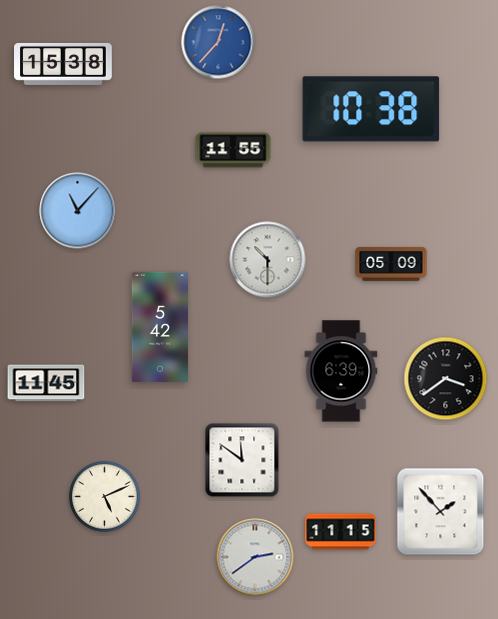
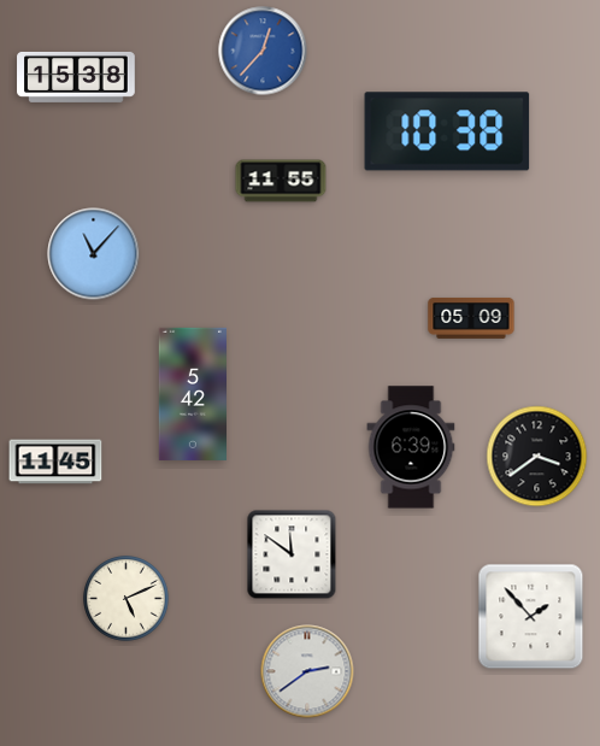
clock at (268, 260): 10:30 -> none
clock at (341, 532): 11:15 -> none
